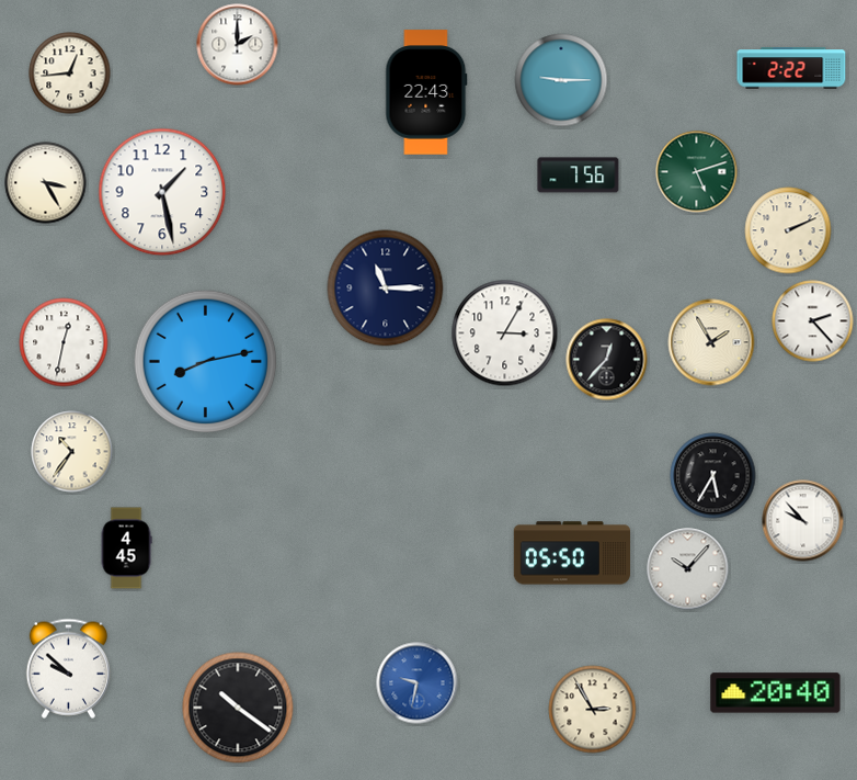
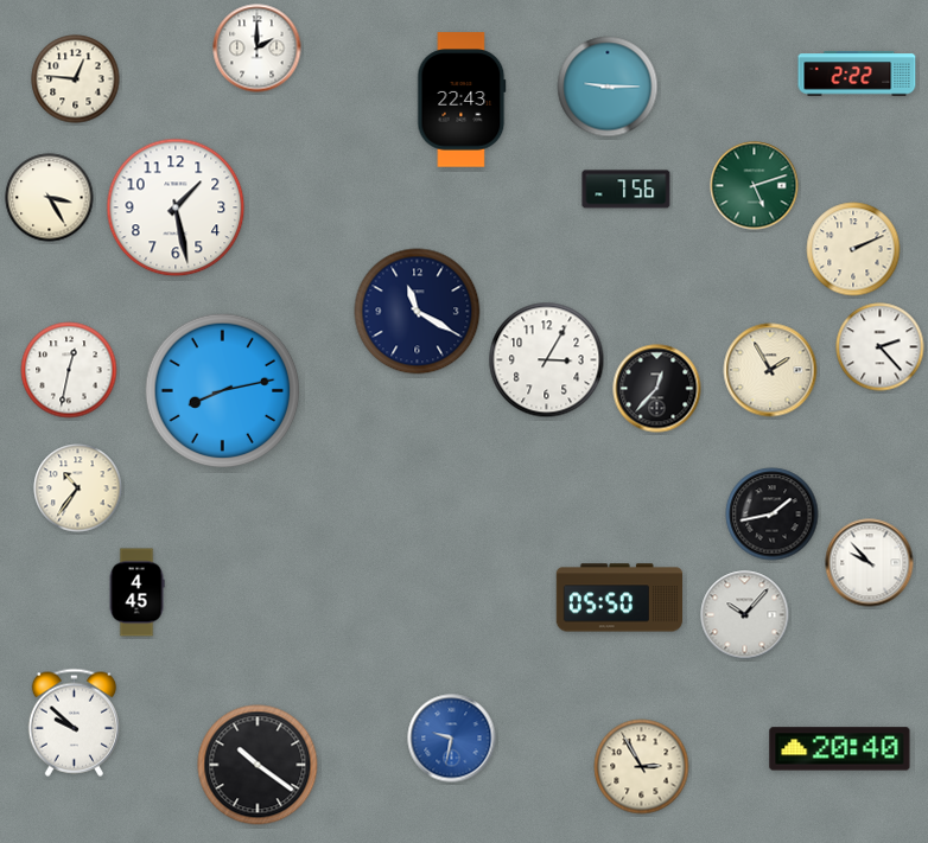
clock at (70, 74): 12:44 -> 12:46
clock at (386, 289): 11:15 -> 11:20
clock at (713, 476): 5:35 -> 1:43
